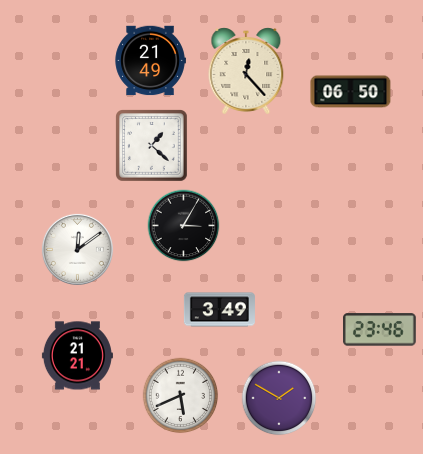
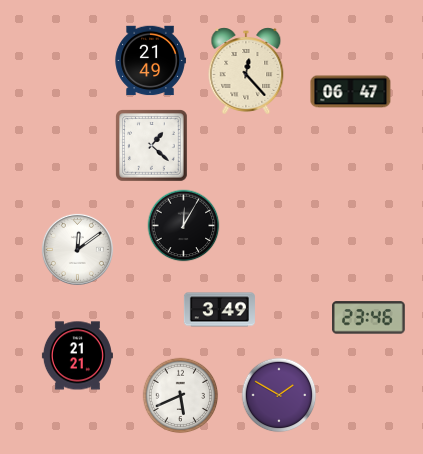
clock at (351, 92): 06:50 -> 06:47
clock at (184, 226): 3:05 -> 12:05
clock at (380, 330) position: (380, 330) -> (369, 318)
clock at (279, 398) position: (279, 398) -> (279, 395)
